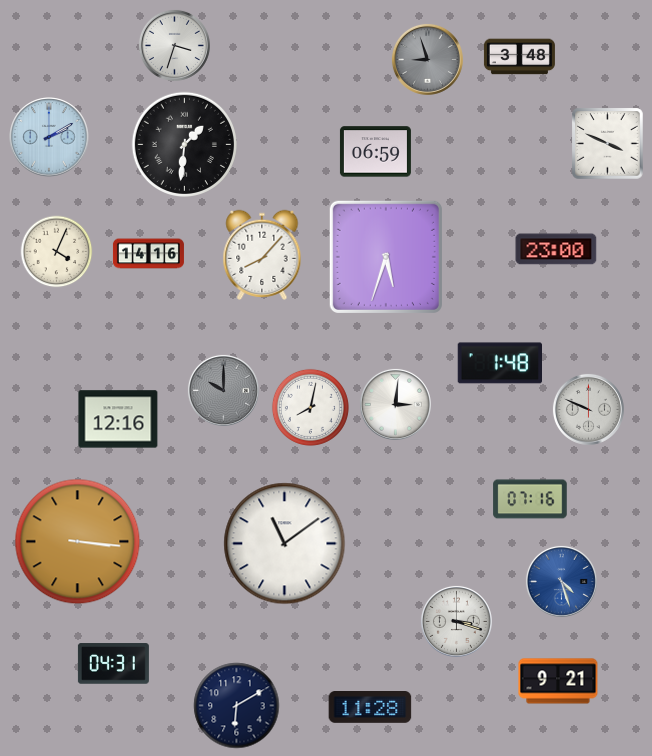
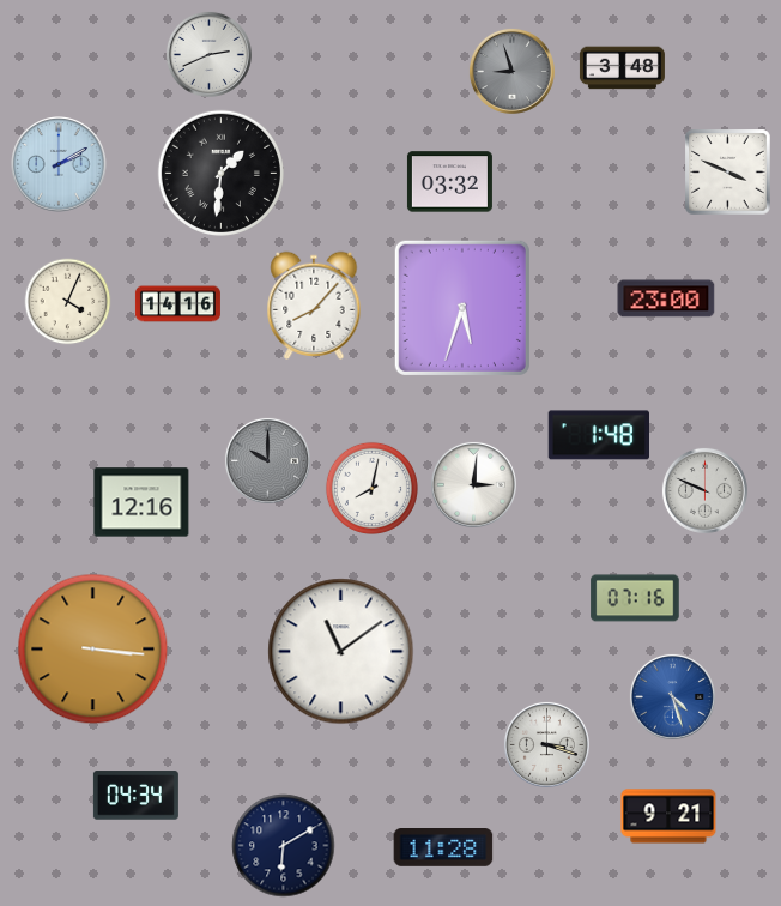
clock at (174, 45): 3:33 -> 2:41
clock at (375, 152): 06:59 -> 03:32
clock at (223, 390) position: (223, 390) -> (267, 460)
clock at (113, 664): 04:31 -> 04:34
